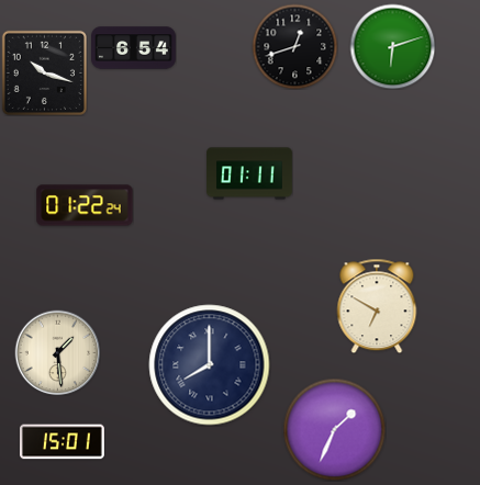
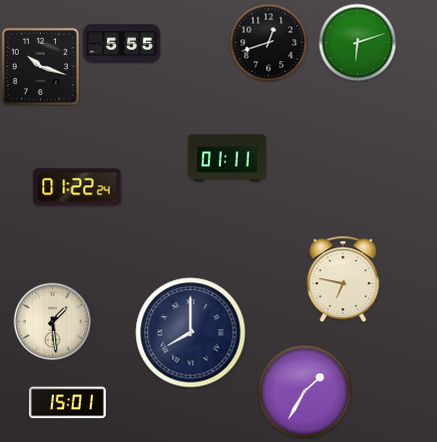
clock at (134, 48): 6:54 -> 5:55
clock at (377, 306): 6:50 -> 6:47
clock at (334, 429): 1:34 -> 1:35
clock at (62, 442) position: (62, 442) -> (67, 403)
